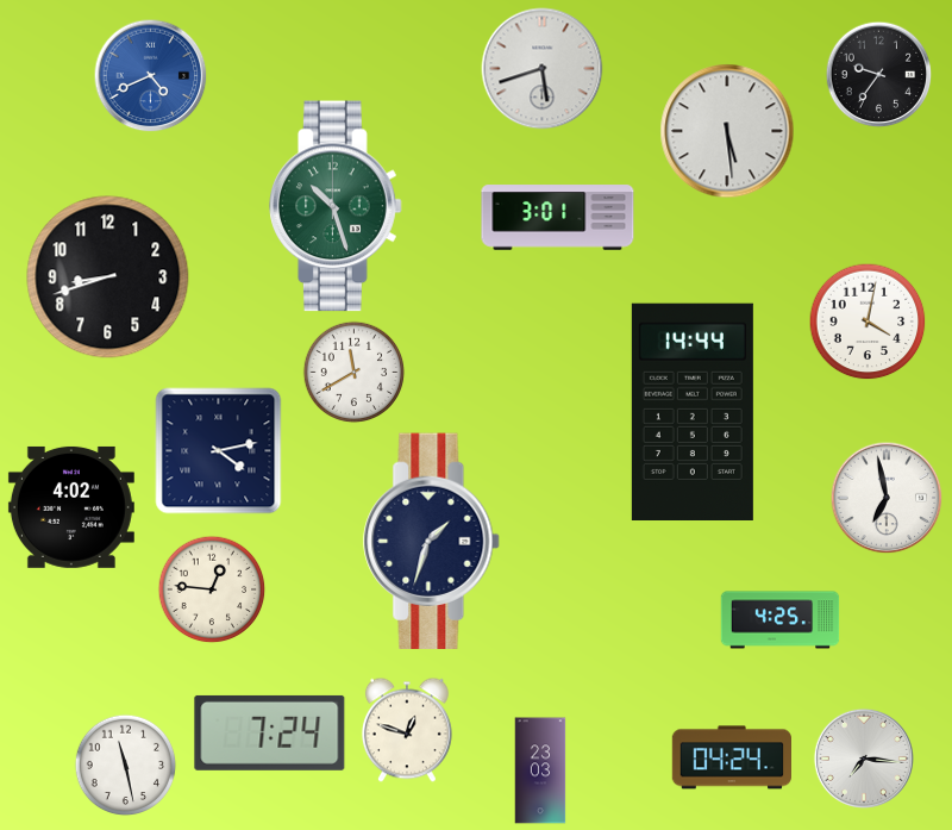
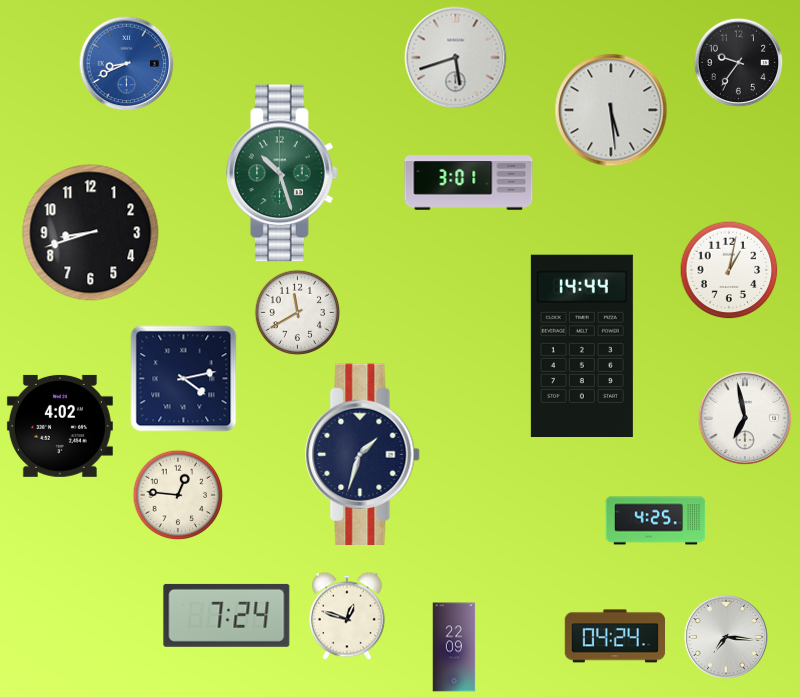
clock at (150, 75): 4:41 -> 8:41
clock at (868, 322): 4:02 -> 1:02
clock at (407, 730) position: (407, 730) -> (347, 616)
clock at (125, 765): 11:28 -> none
clock at (540, 770): 23:03 -> 22:09
